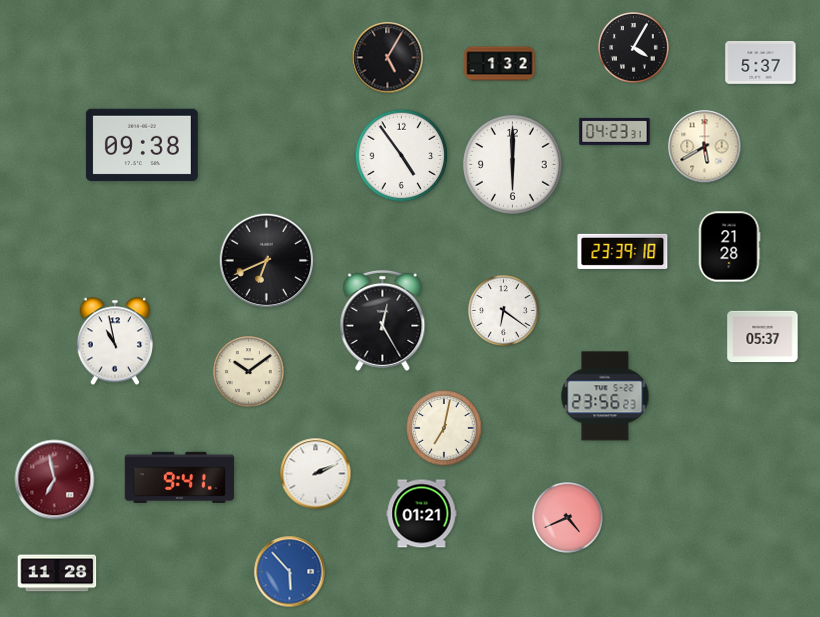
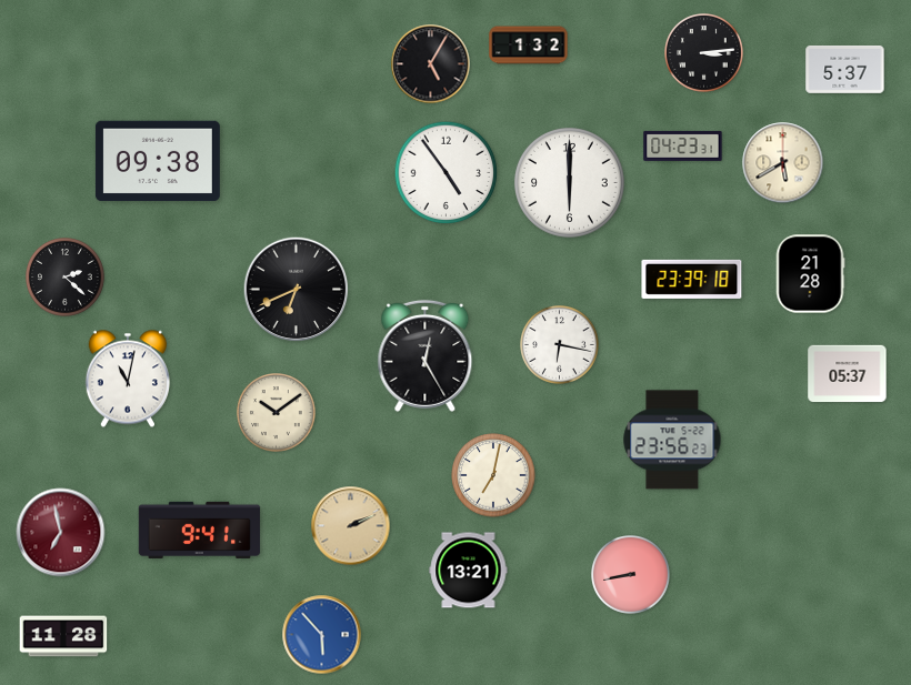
clock at (634, 48): 4:05 -> 3:14
clock at (500, 64) position: (500, 64) -> (529, 46)
clock at (66, 278): none -> 2:22
clock at (504, 311): 6:21 -> 6:17
clock at (115, 341): 10:58 -> 11:02
clock at (316, 474) dial: white -> champagne
clock at (422, 514): 01:21 -> 13:21
clock at (568, 518): 4:41 -> 8:43
